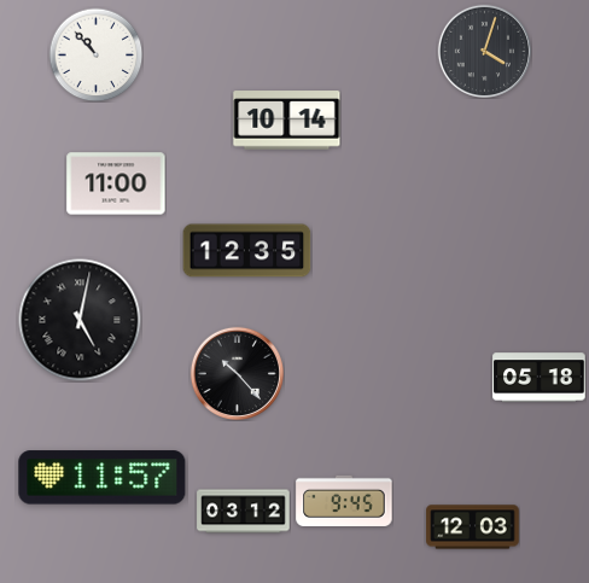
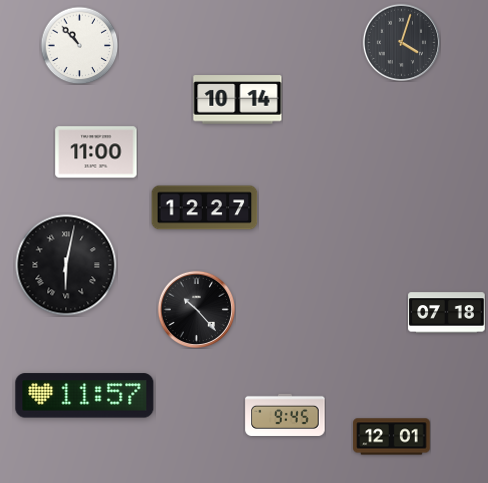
clock at (247, 251): 12:35 -> 12:27
clock at (80, 320): 5:02 -> 6:02
clock at (540, 378): 05:18 -> 07:18
clock at (244, 512): 03:12 -> none
clock at (473, 527): 12:03 -> 12:01
